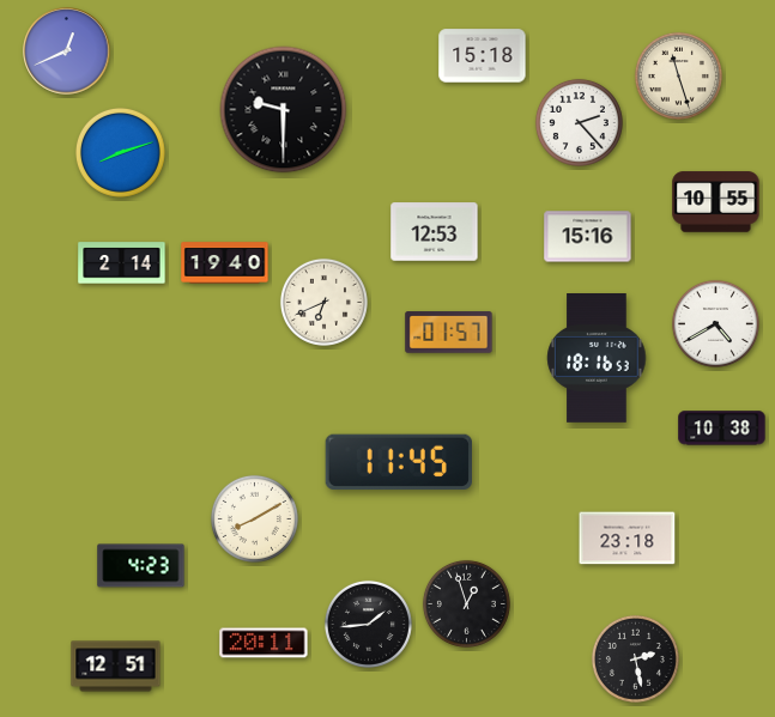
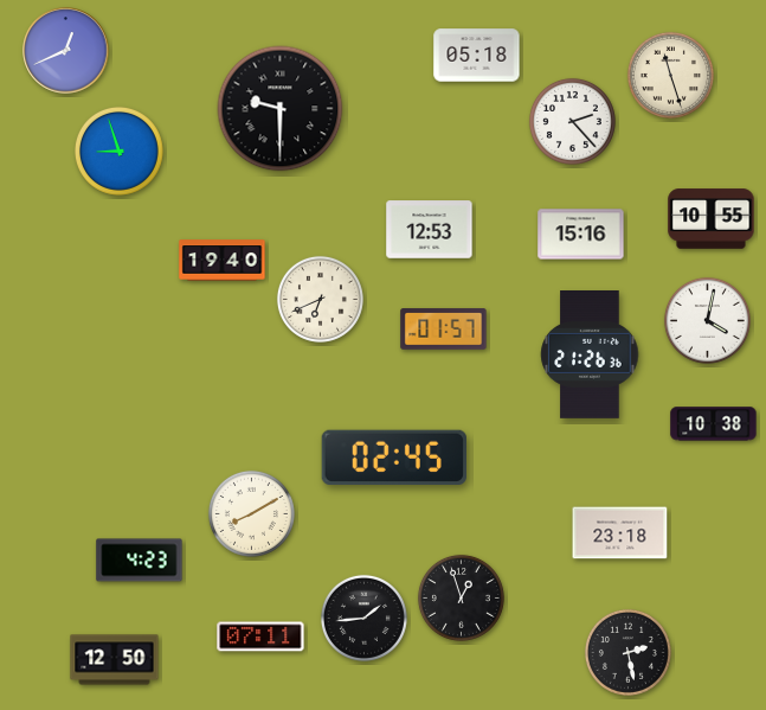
clock at (483, 56): 15:18 -> 05:18
clock at (120, 152): 8:12 -> 8:57
clock at (716, 202) position: (716, 202) -> (712, 219)
clock at (122, 263): 2:14 -> none
clock at (715, 323): 4:40 -> 4:02
clock at (597, 359): 18:16 -> 21:26
clock at (398, 461): 11:45 -> 02:45
clock at (264, 643): 20:11 -> 07:11
clock at (116, 667): 12:51 -> 12:50
